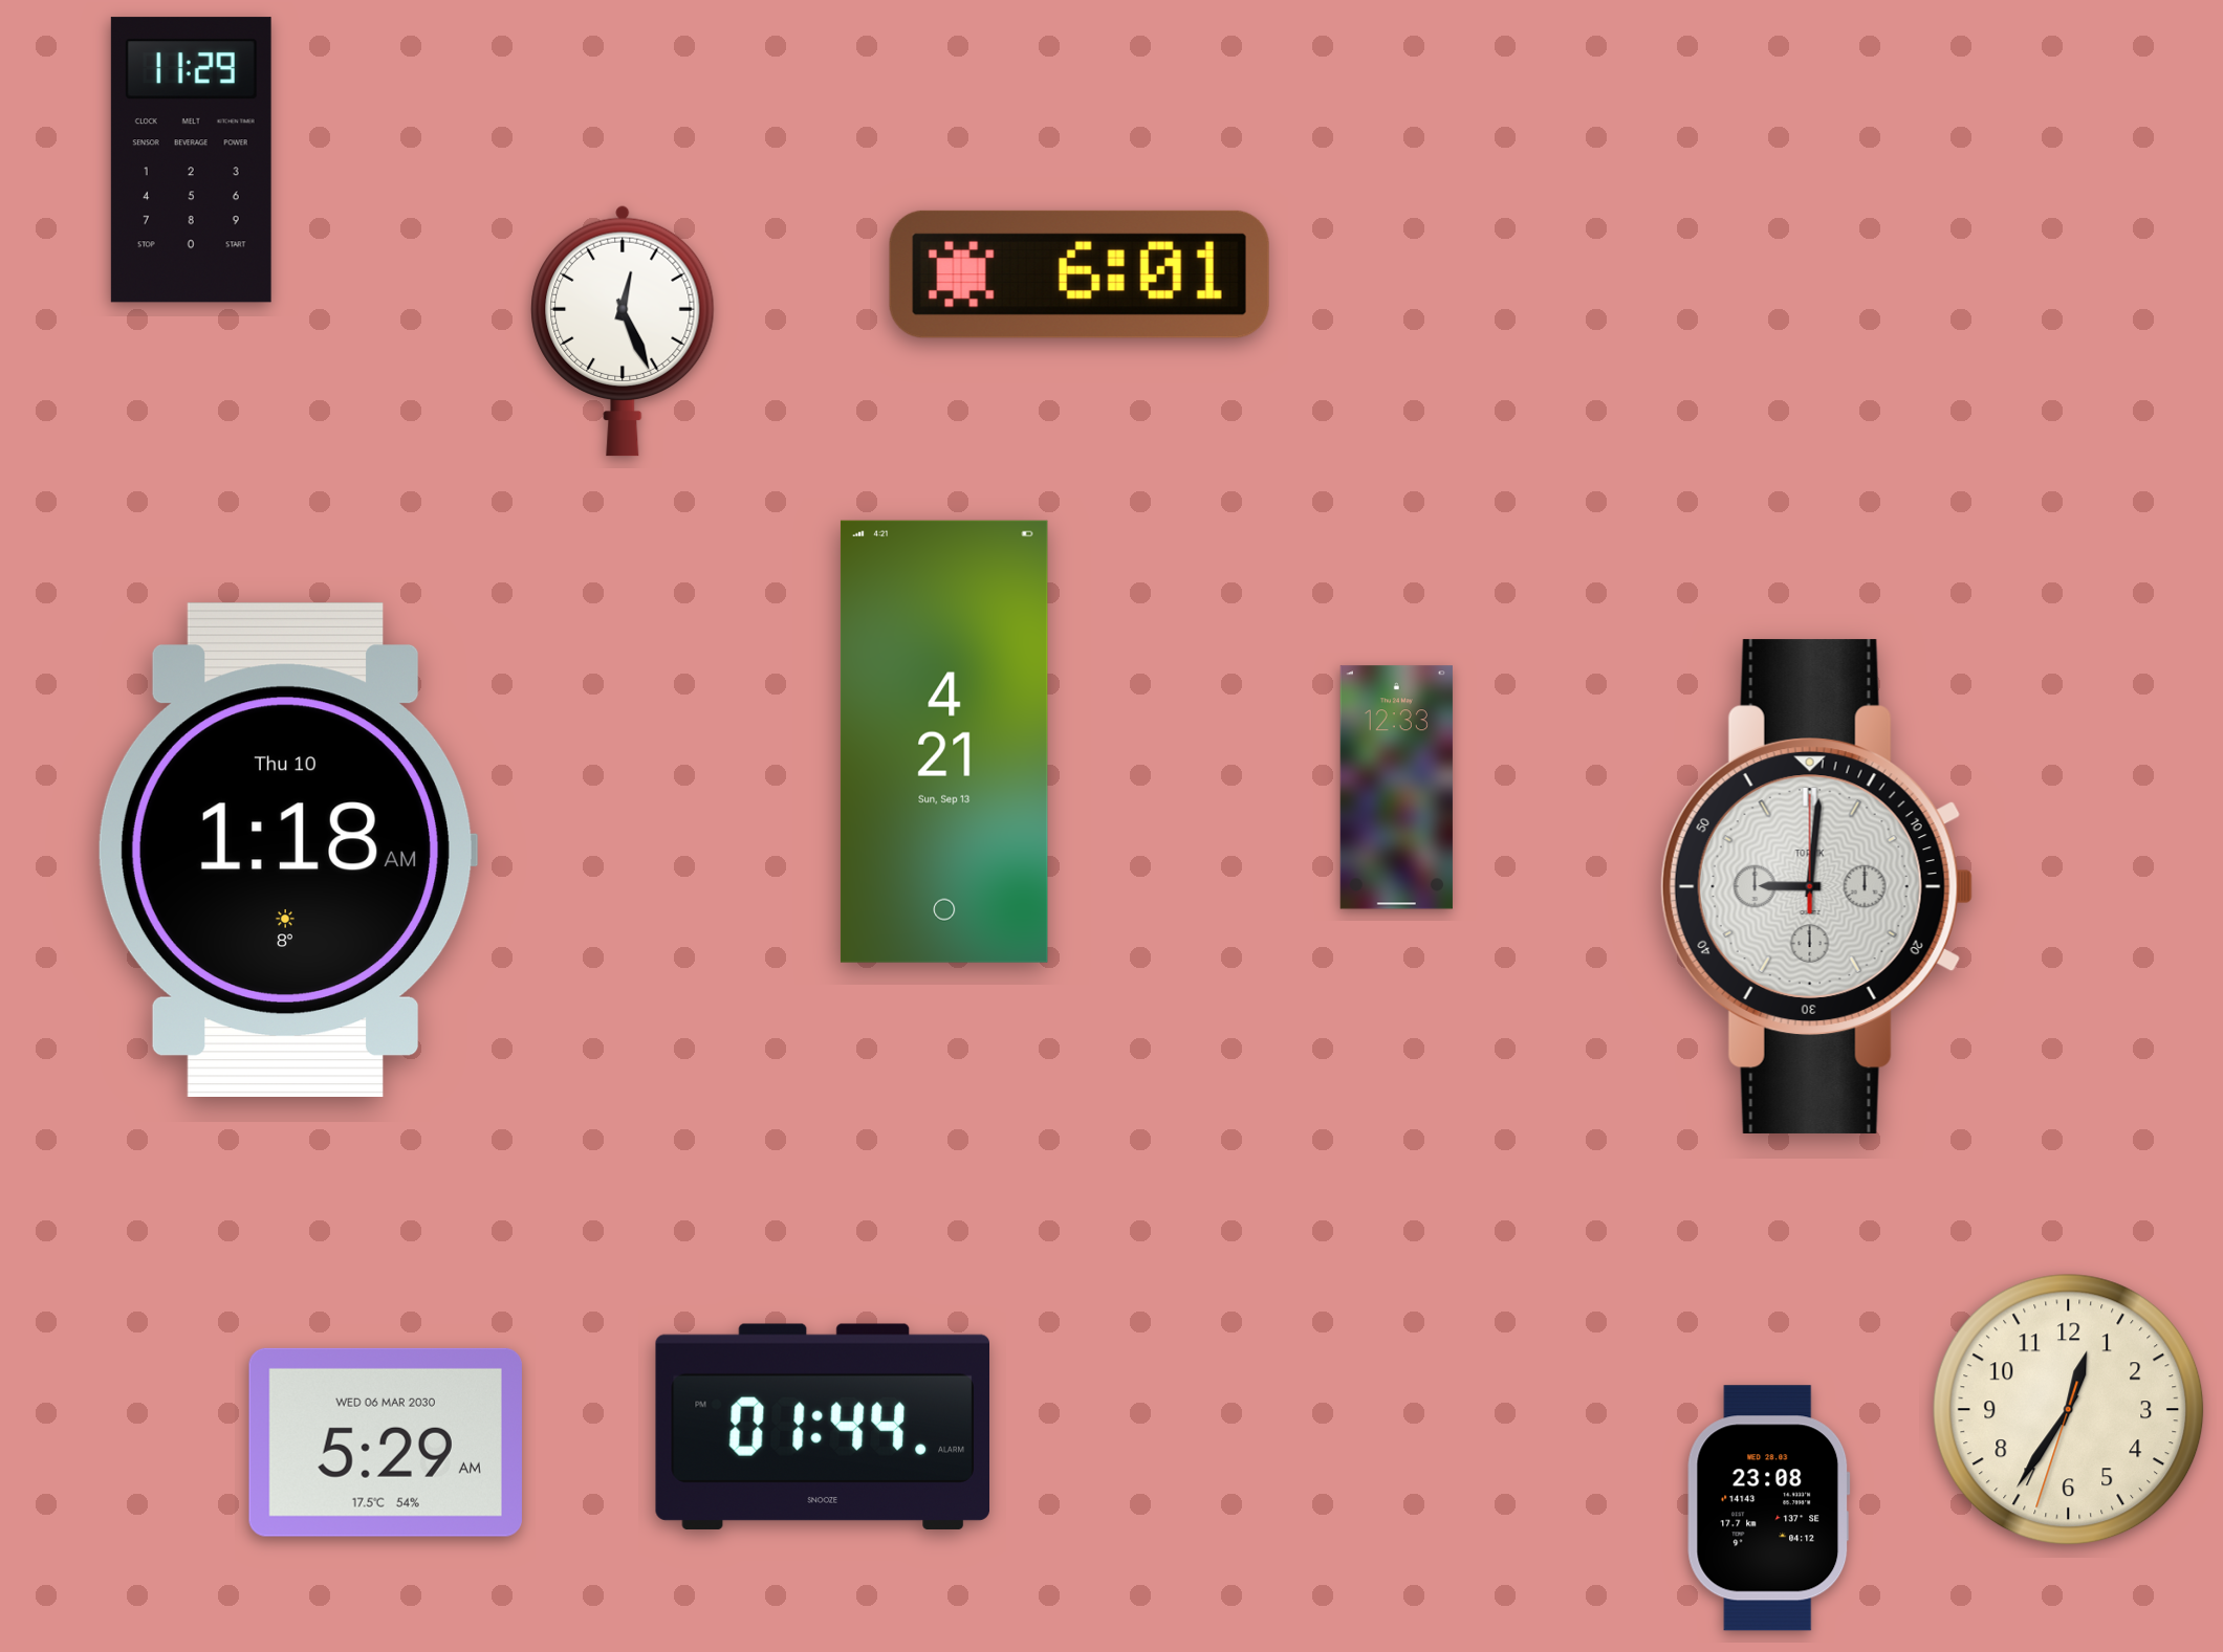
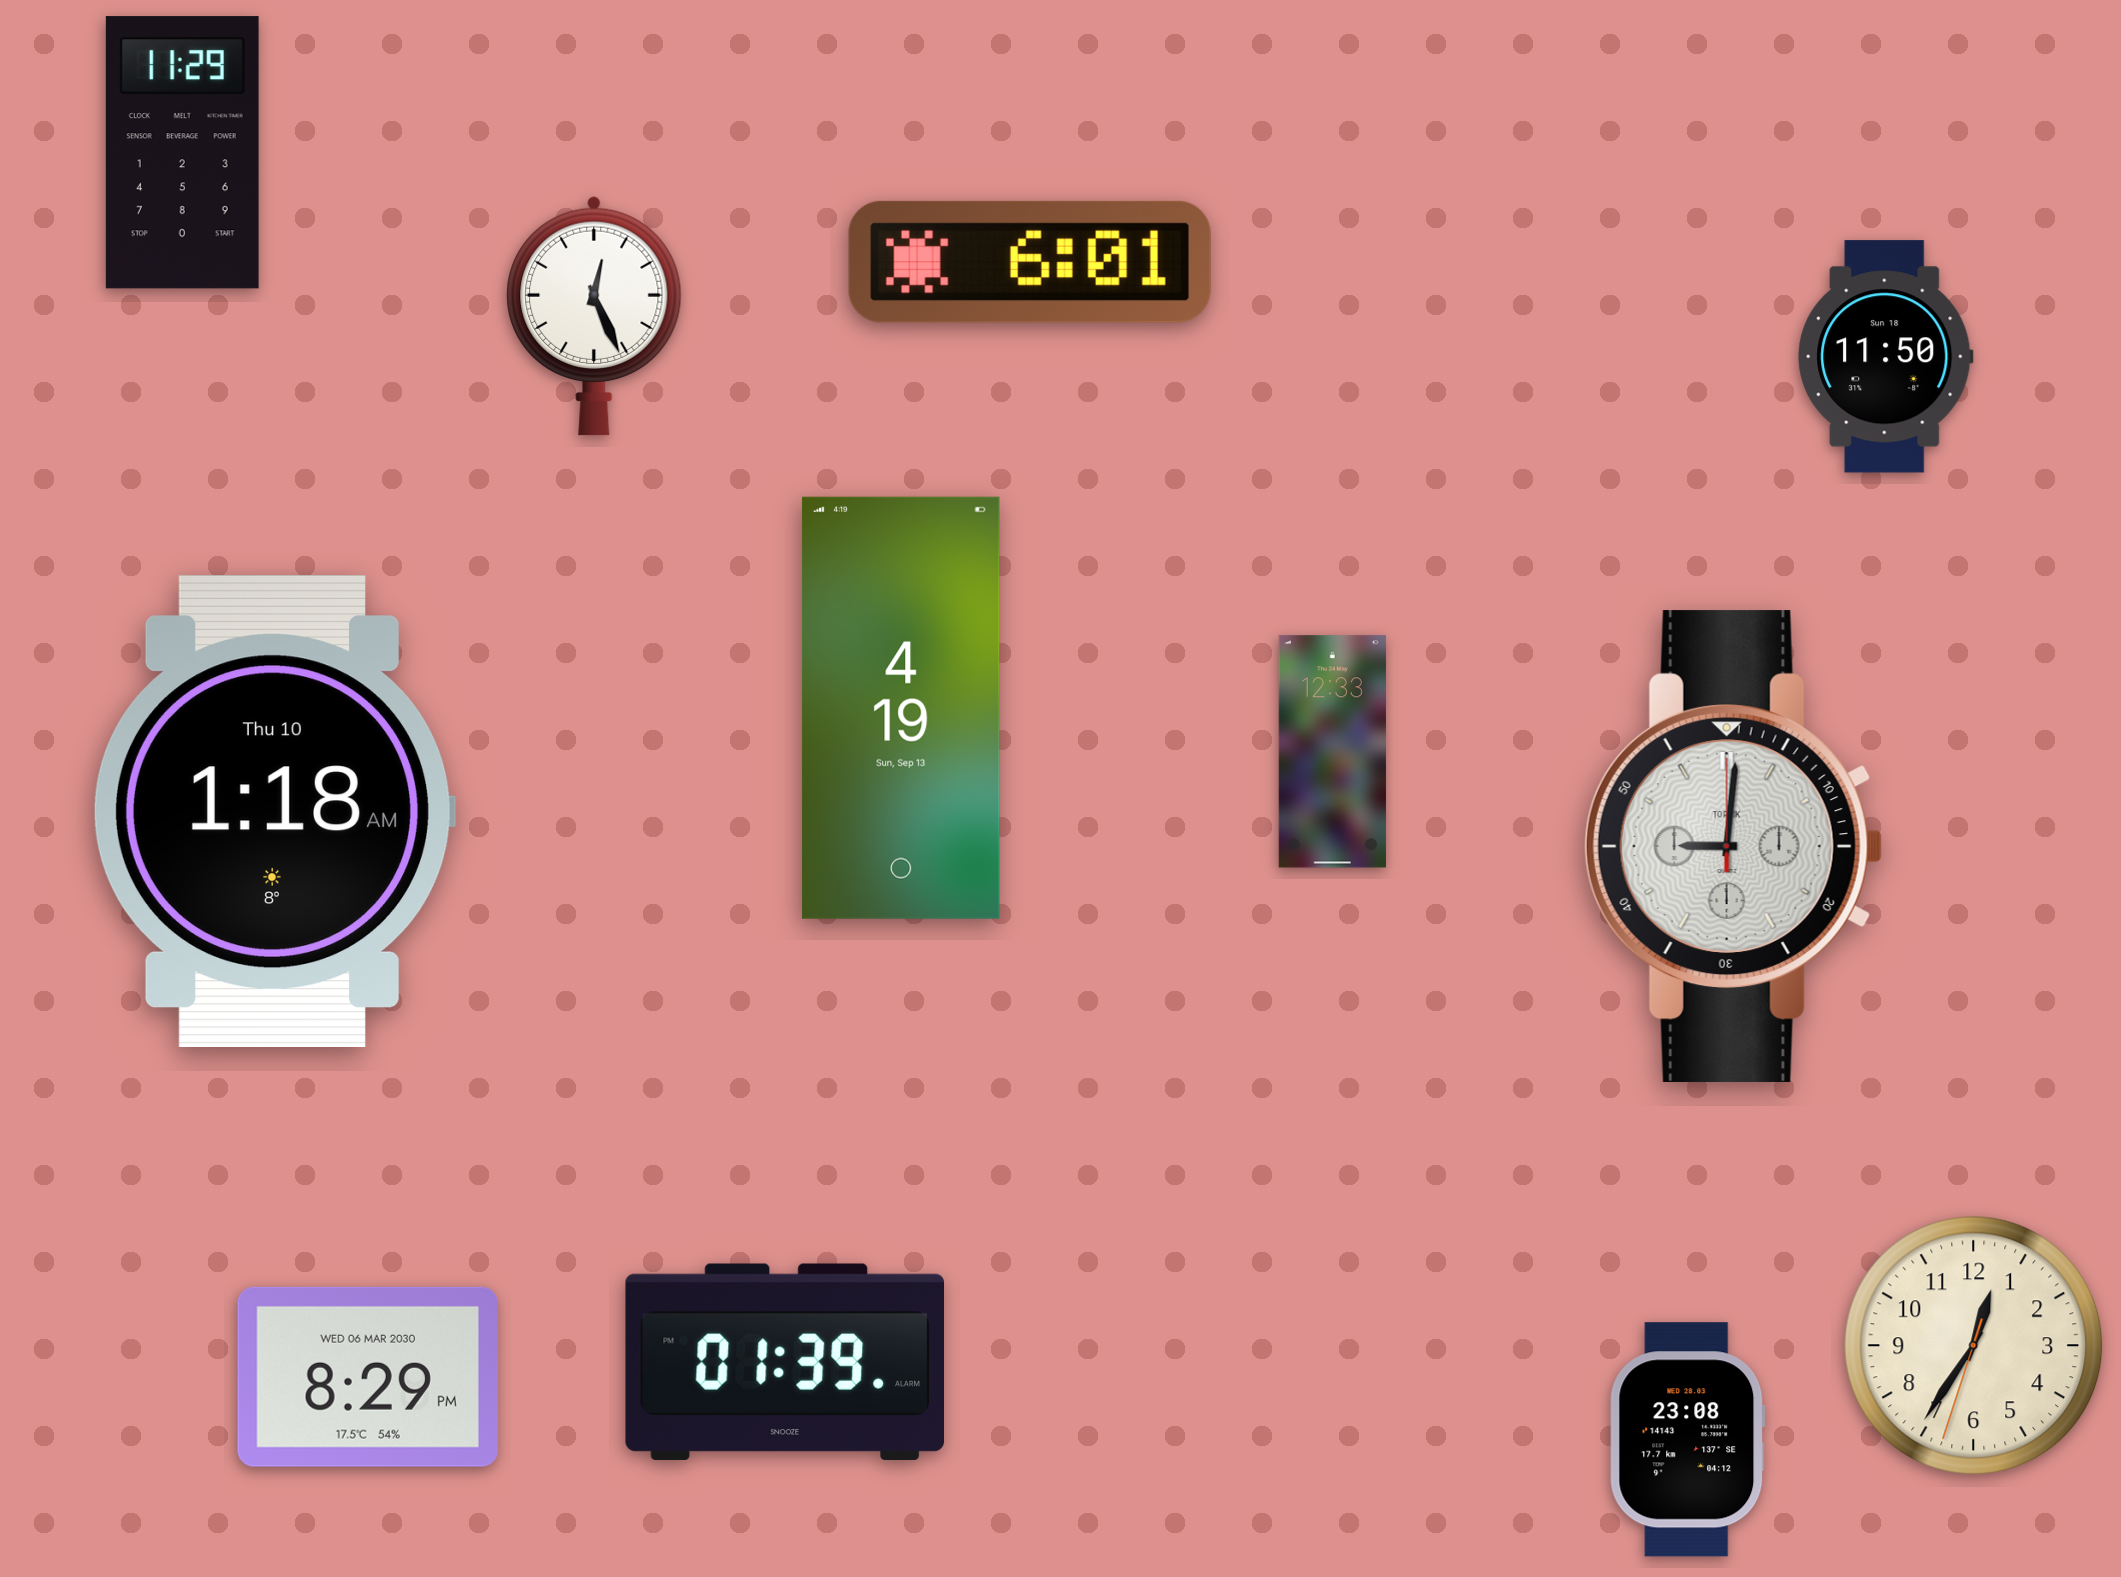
clock at (1886, 357): none -> 11:50
clock at (944, 742): 4:21 -> 4:19
clock at (822, 1427): 01:44 -> 01:39
clock at (386, 1442): 5:29 -> 8:29
